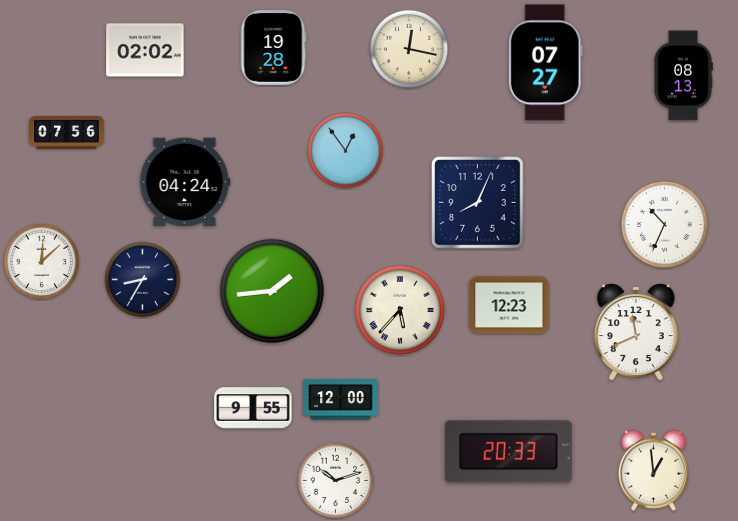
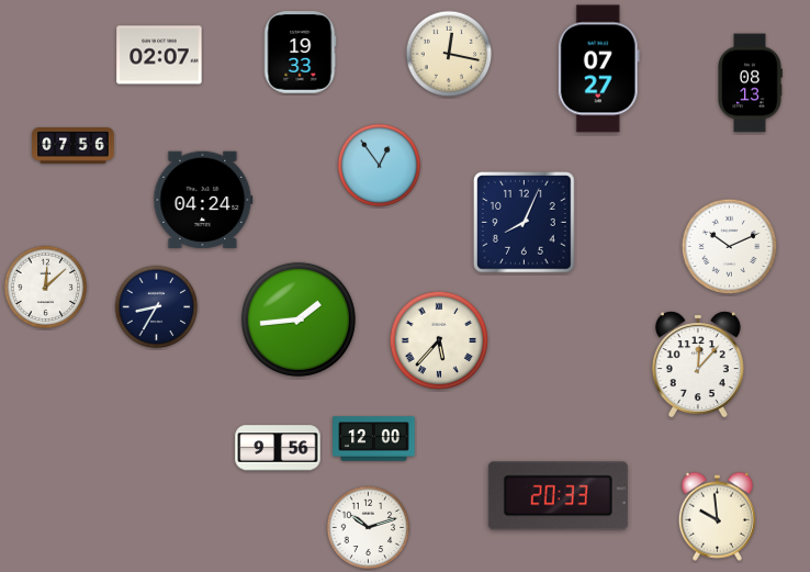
clock at (274, 48): 19:28 -> 19:33
clock at (145, 50): 02:02 -> 02:07
clock at (665, 225): 10:34 -> 10:11
clock at (509, 305): 12:23 -> none
clock at (636, 332): 11:41 -> 12:07
clock at (253, 408): 9:55 -> 9:56
clock at (653, 470): 12:59 -> 9:59
